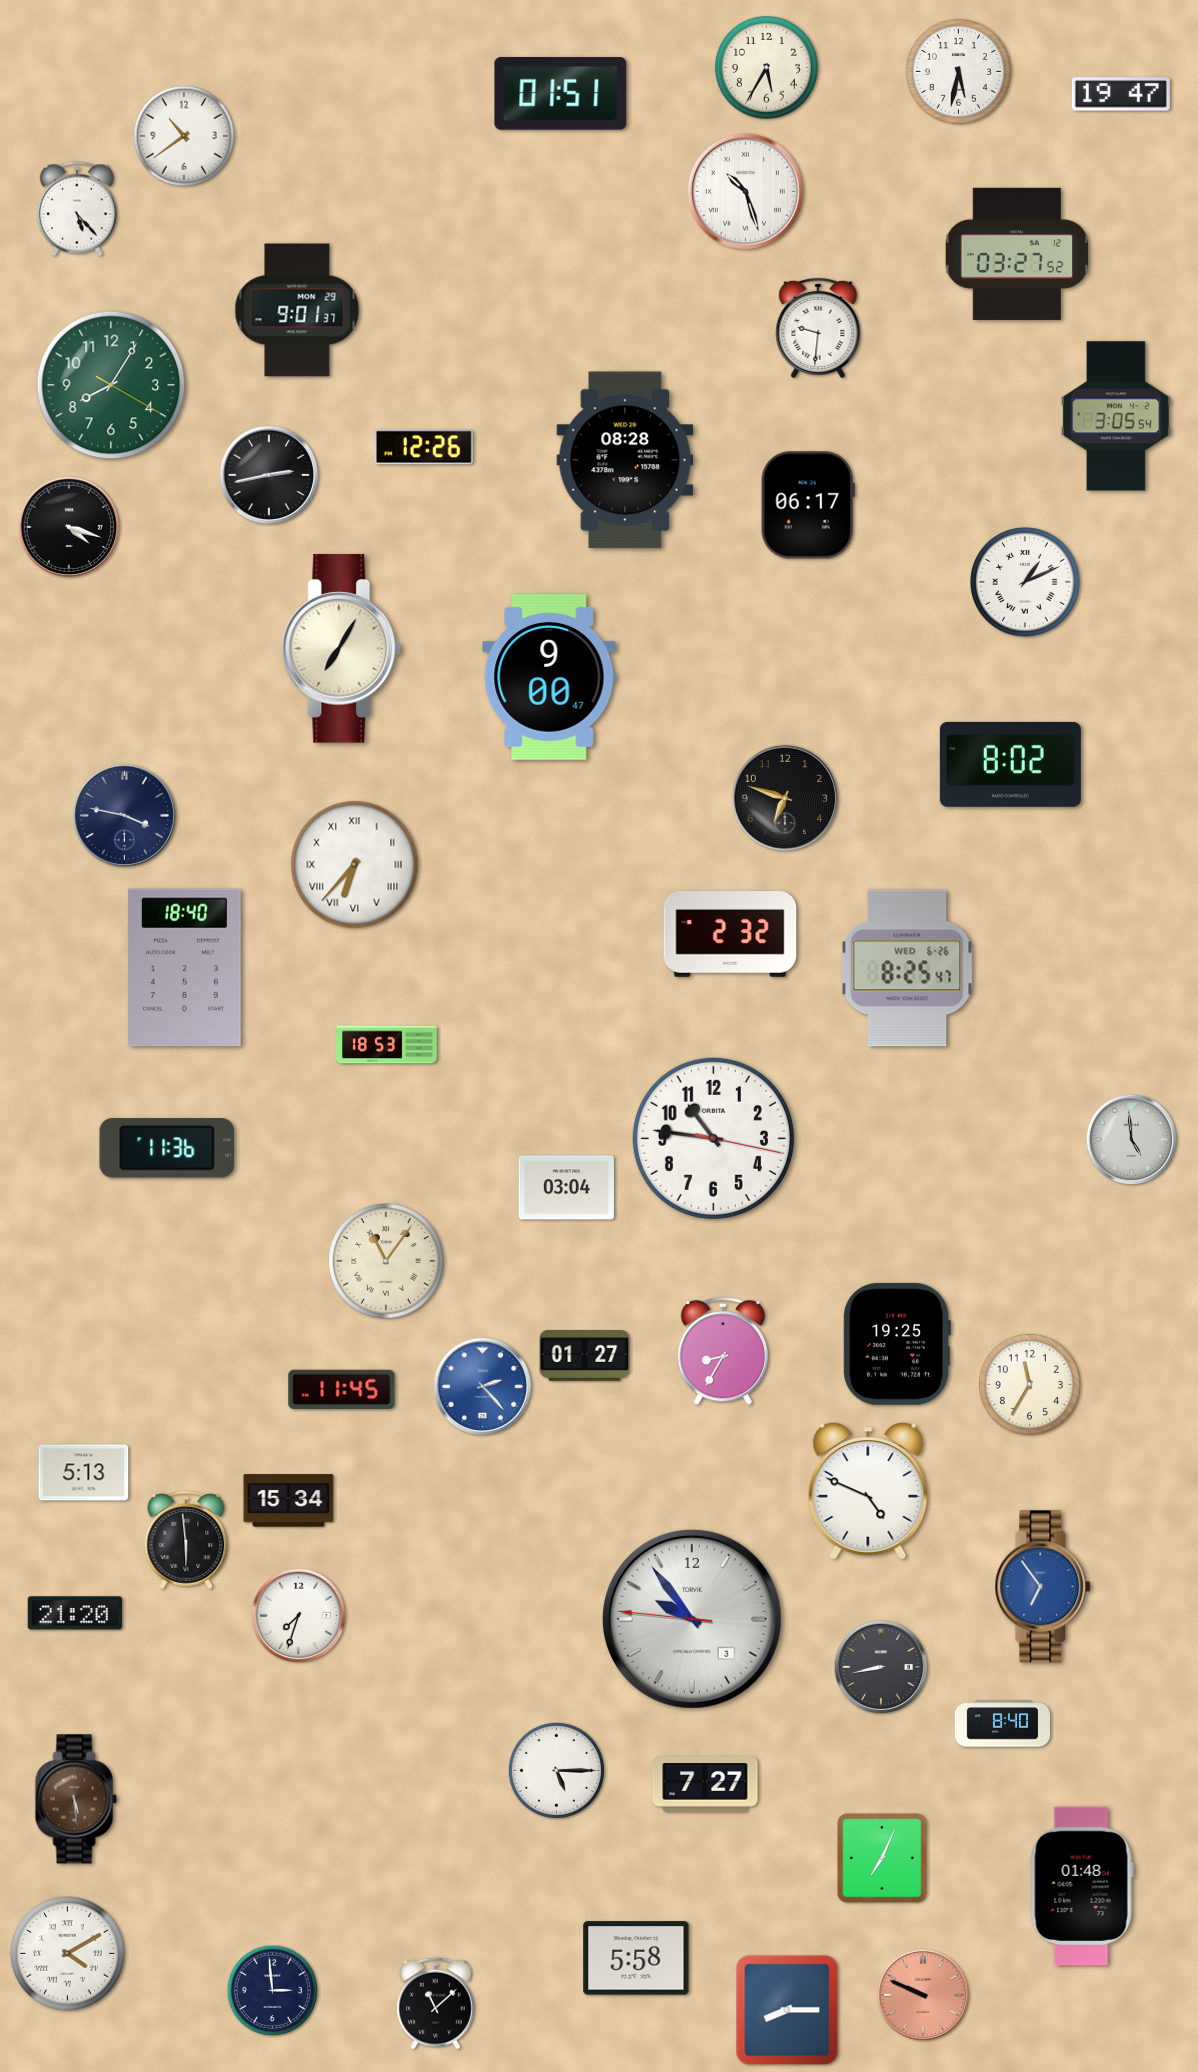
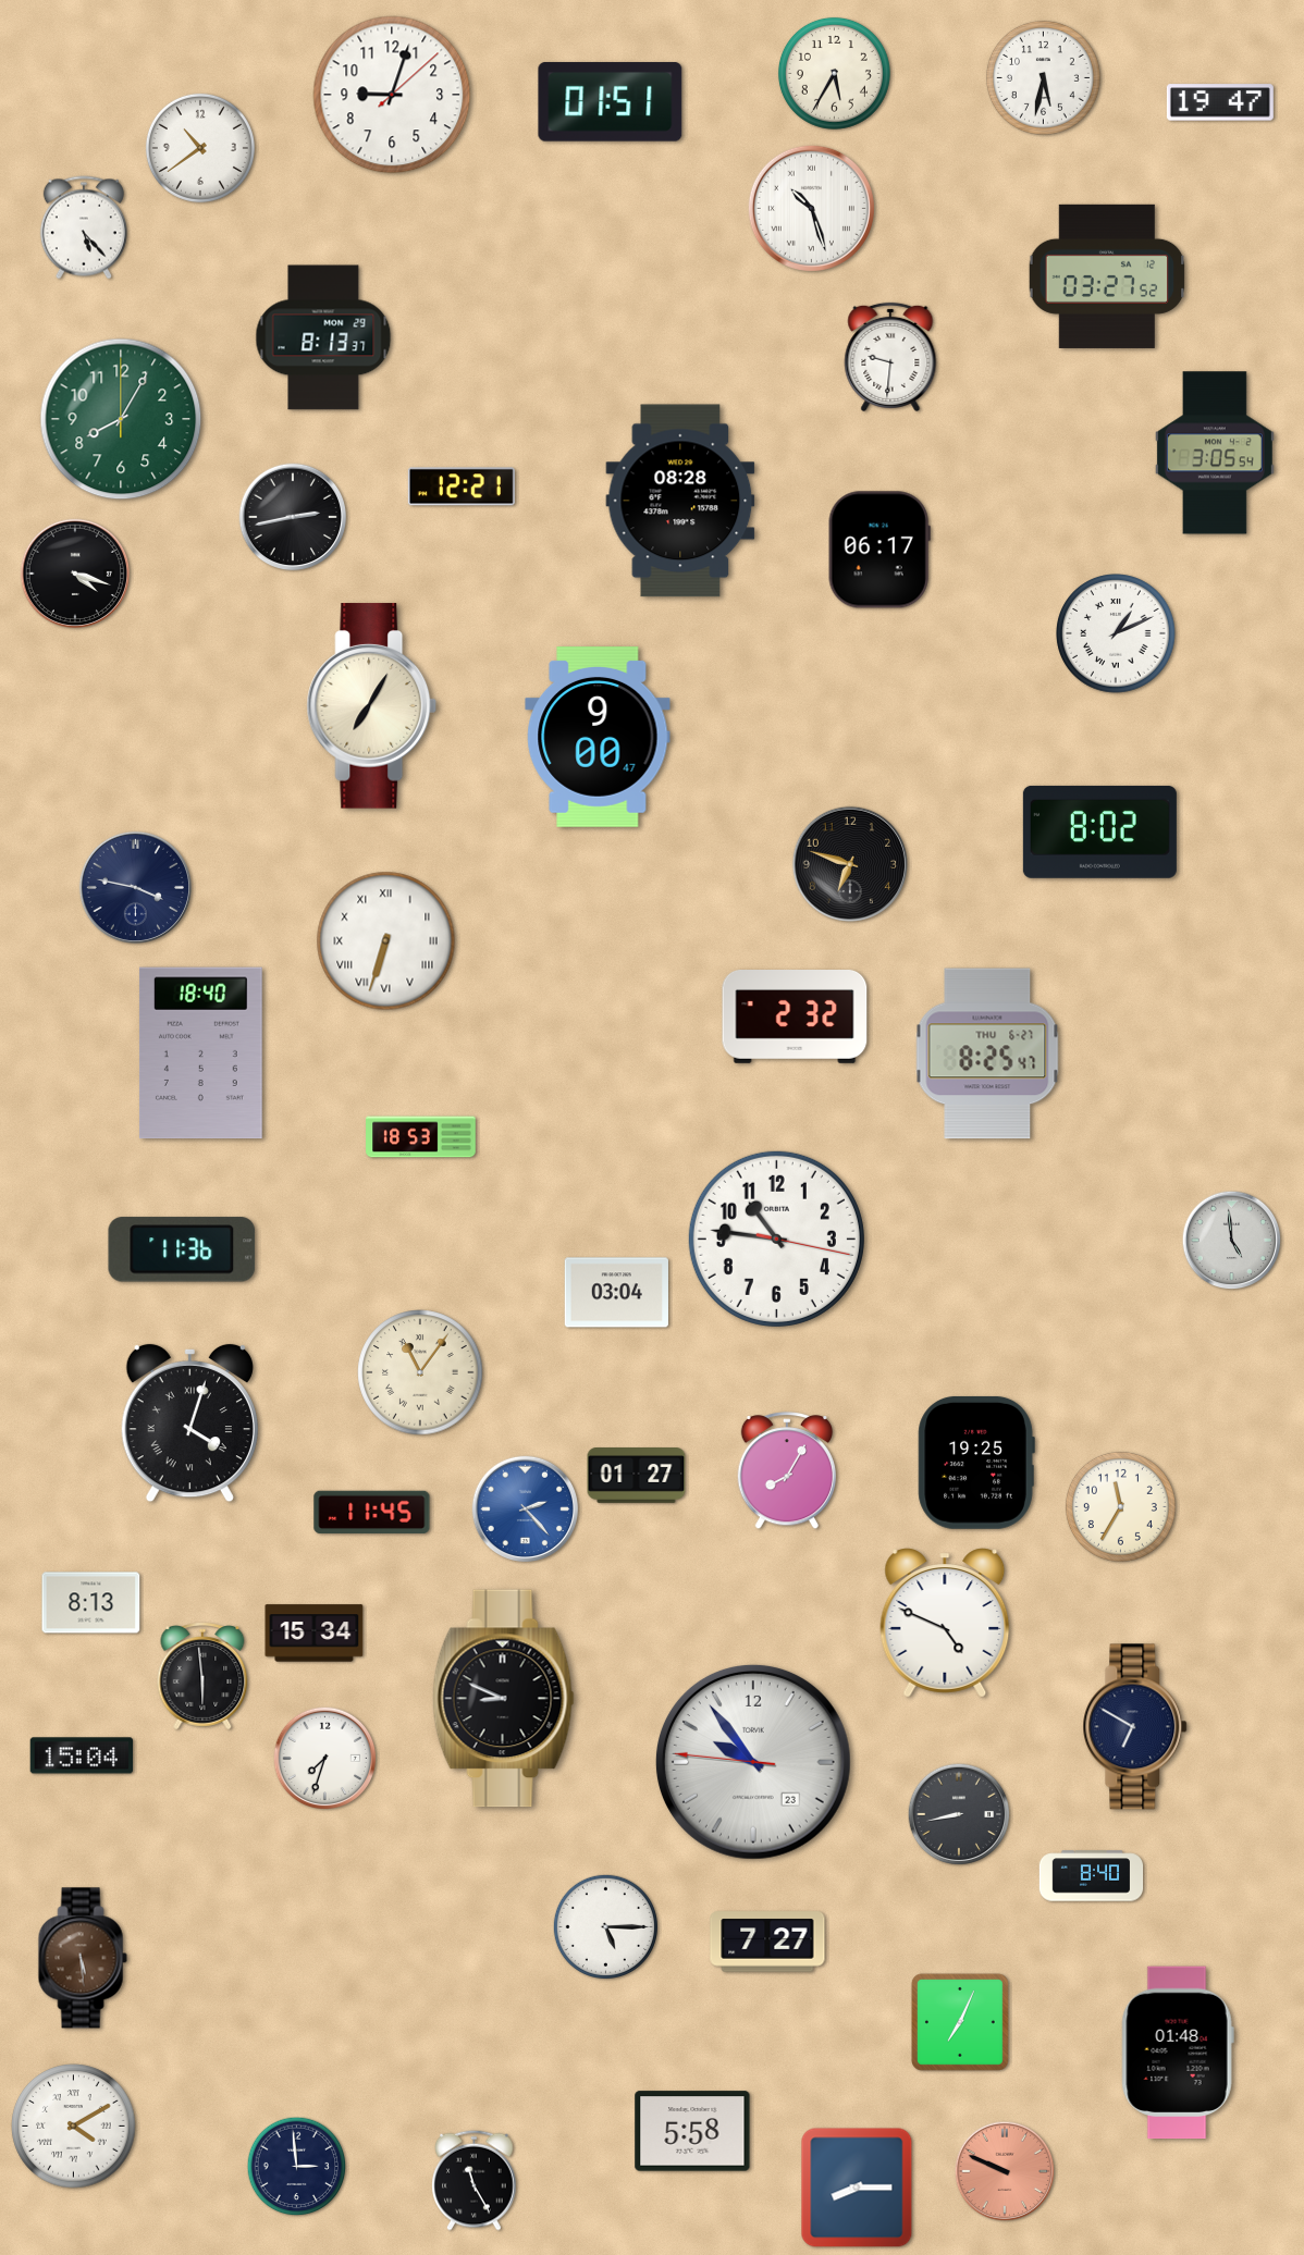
clock at (392, 95): none -> 9:03
clock at (297, 310): 9:01 -> 8:13
clock at (111, 385): 8:05:20 -> 8:05:00
clock at (424, 447): 12:26 -> 12:21
clock at (785, 798) position: (785, 798) -> (850, 864)
clock at (355, 865): 6:37 -> 6:33
clock at (907, 968) date: WED 6-26 -> THU 6-27
clock at (189, 1424): none -> 4:03
clock at (722, 1352): 8:35 -> 8:05
clock at (84, 1473): 5:13 -> 8:13
clock at (503, 1699): none -> 8:49
clock at (1043, 1587): 6:54 -> 6:50
clock at (1043, 1587) dial: blue -> navy
clock at (75, 1613): 21:20 -> 15:04
clock at (692, 1619) date: 3 -> 23
clock at (436, 2003): 11:08 -> 11:25
